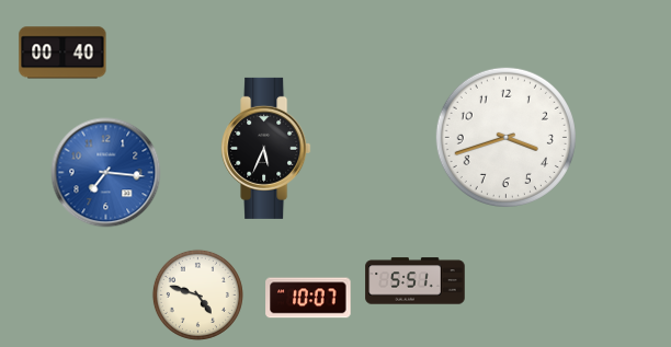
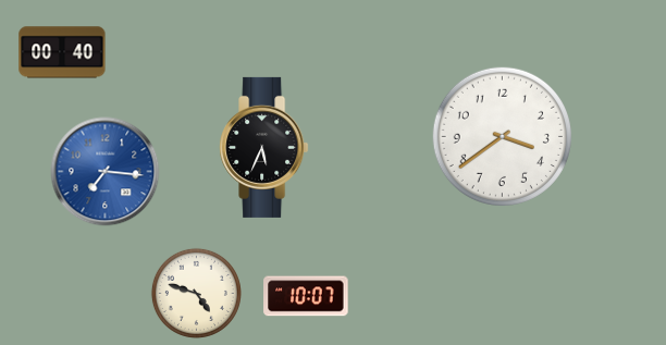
clock at (505, 137): 3:42 -> 3:39
clock at (416, 281): 5:51 -> none
